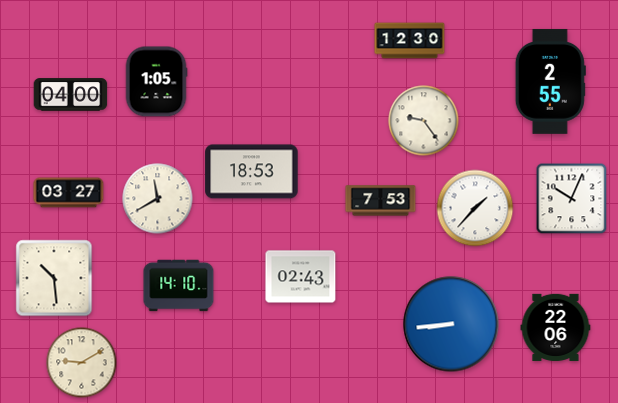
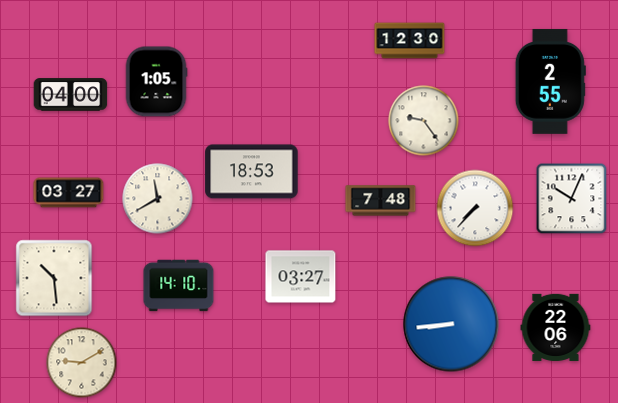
clock at (381, 201): 7:53 -> 7:48
clock at (475, 208): 1:37 -> 7:37
clock at (301, 277): 02:43 -> 03:27
